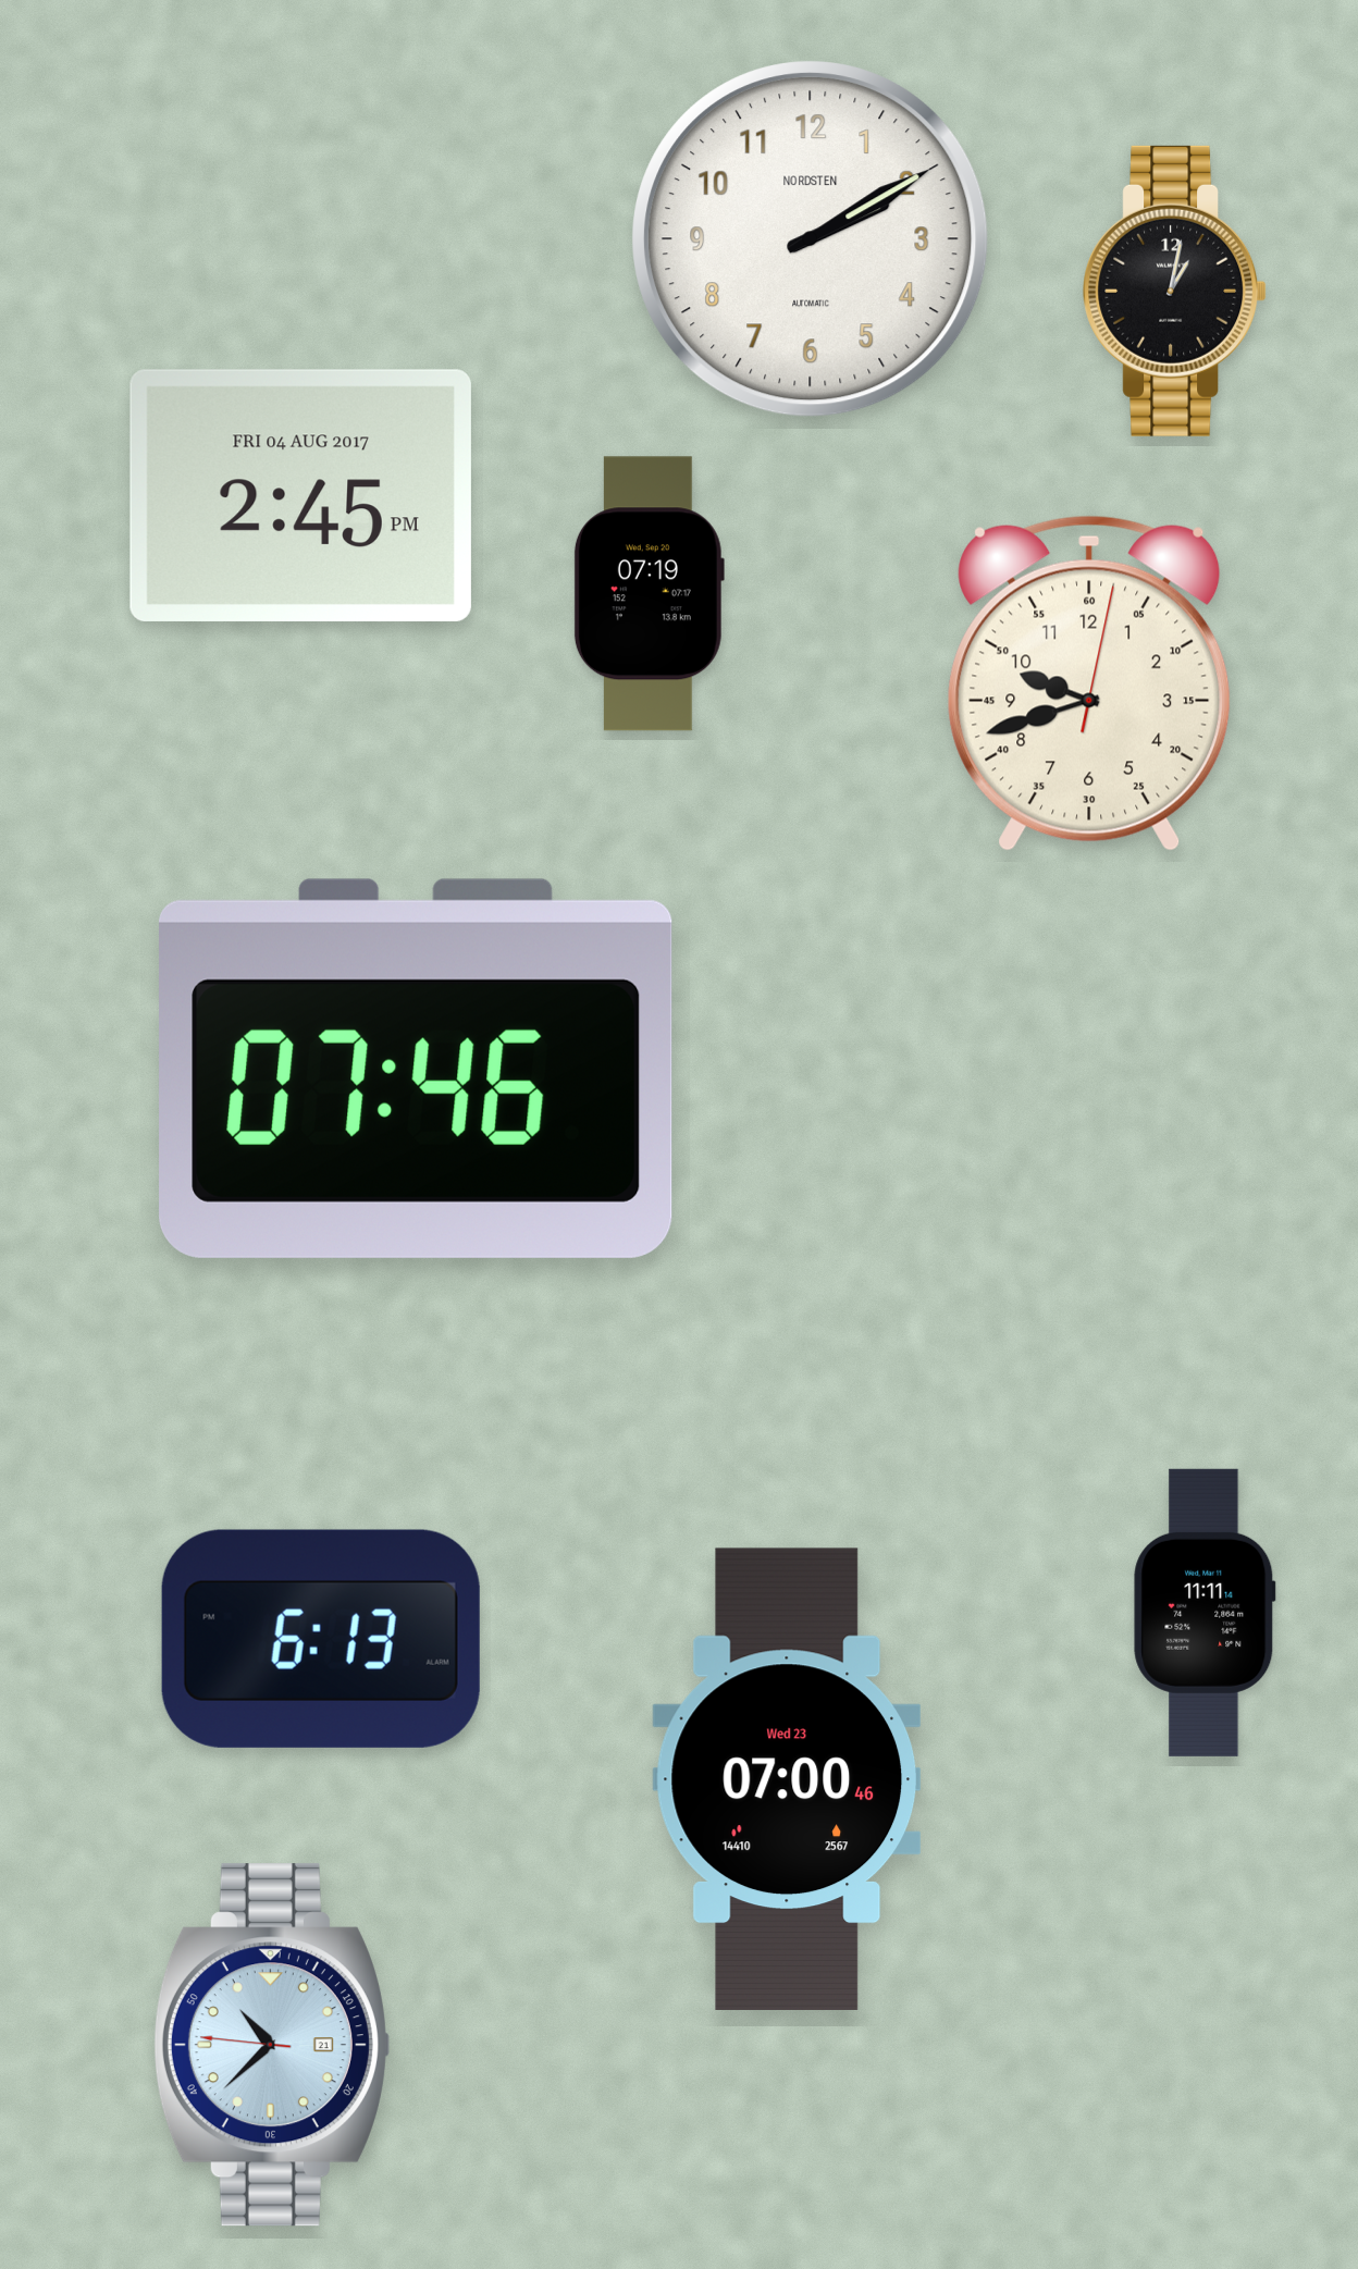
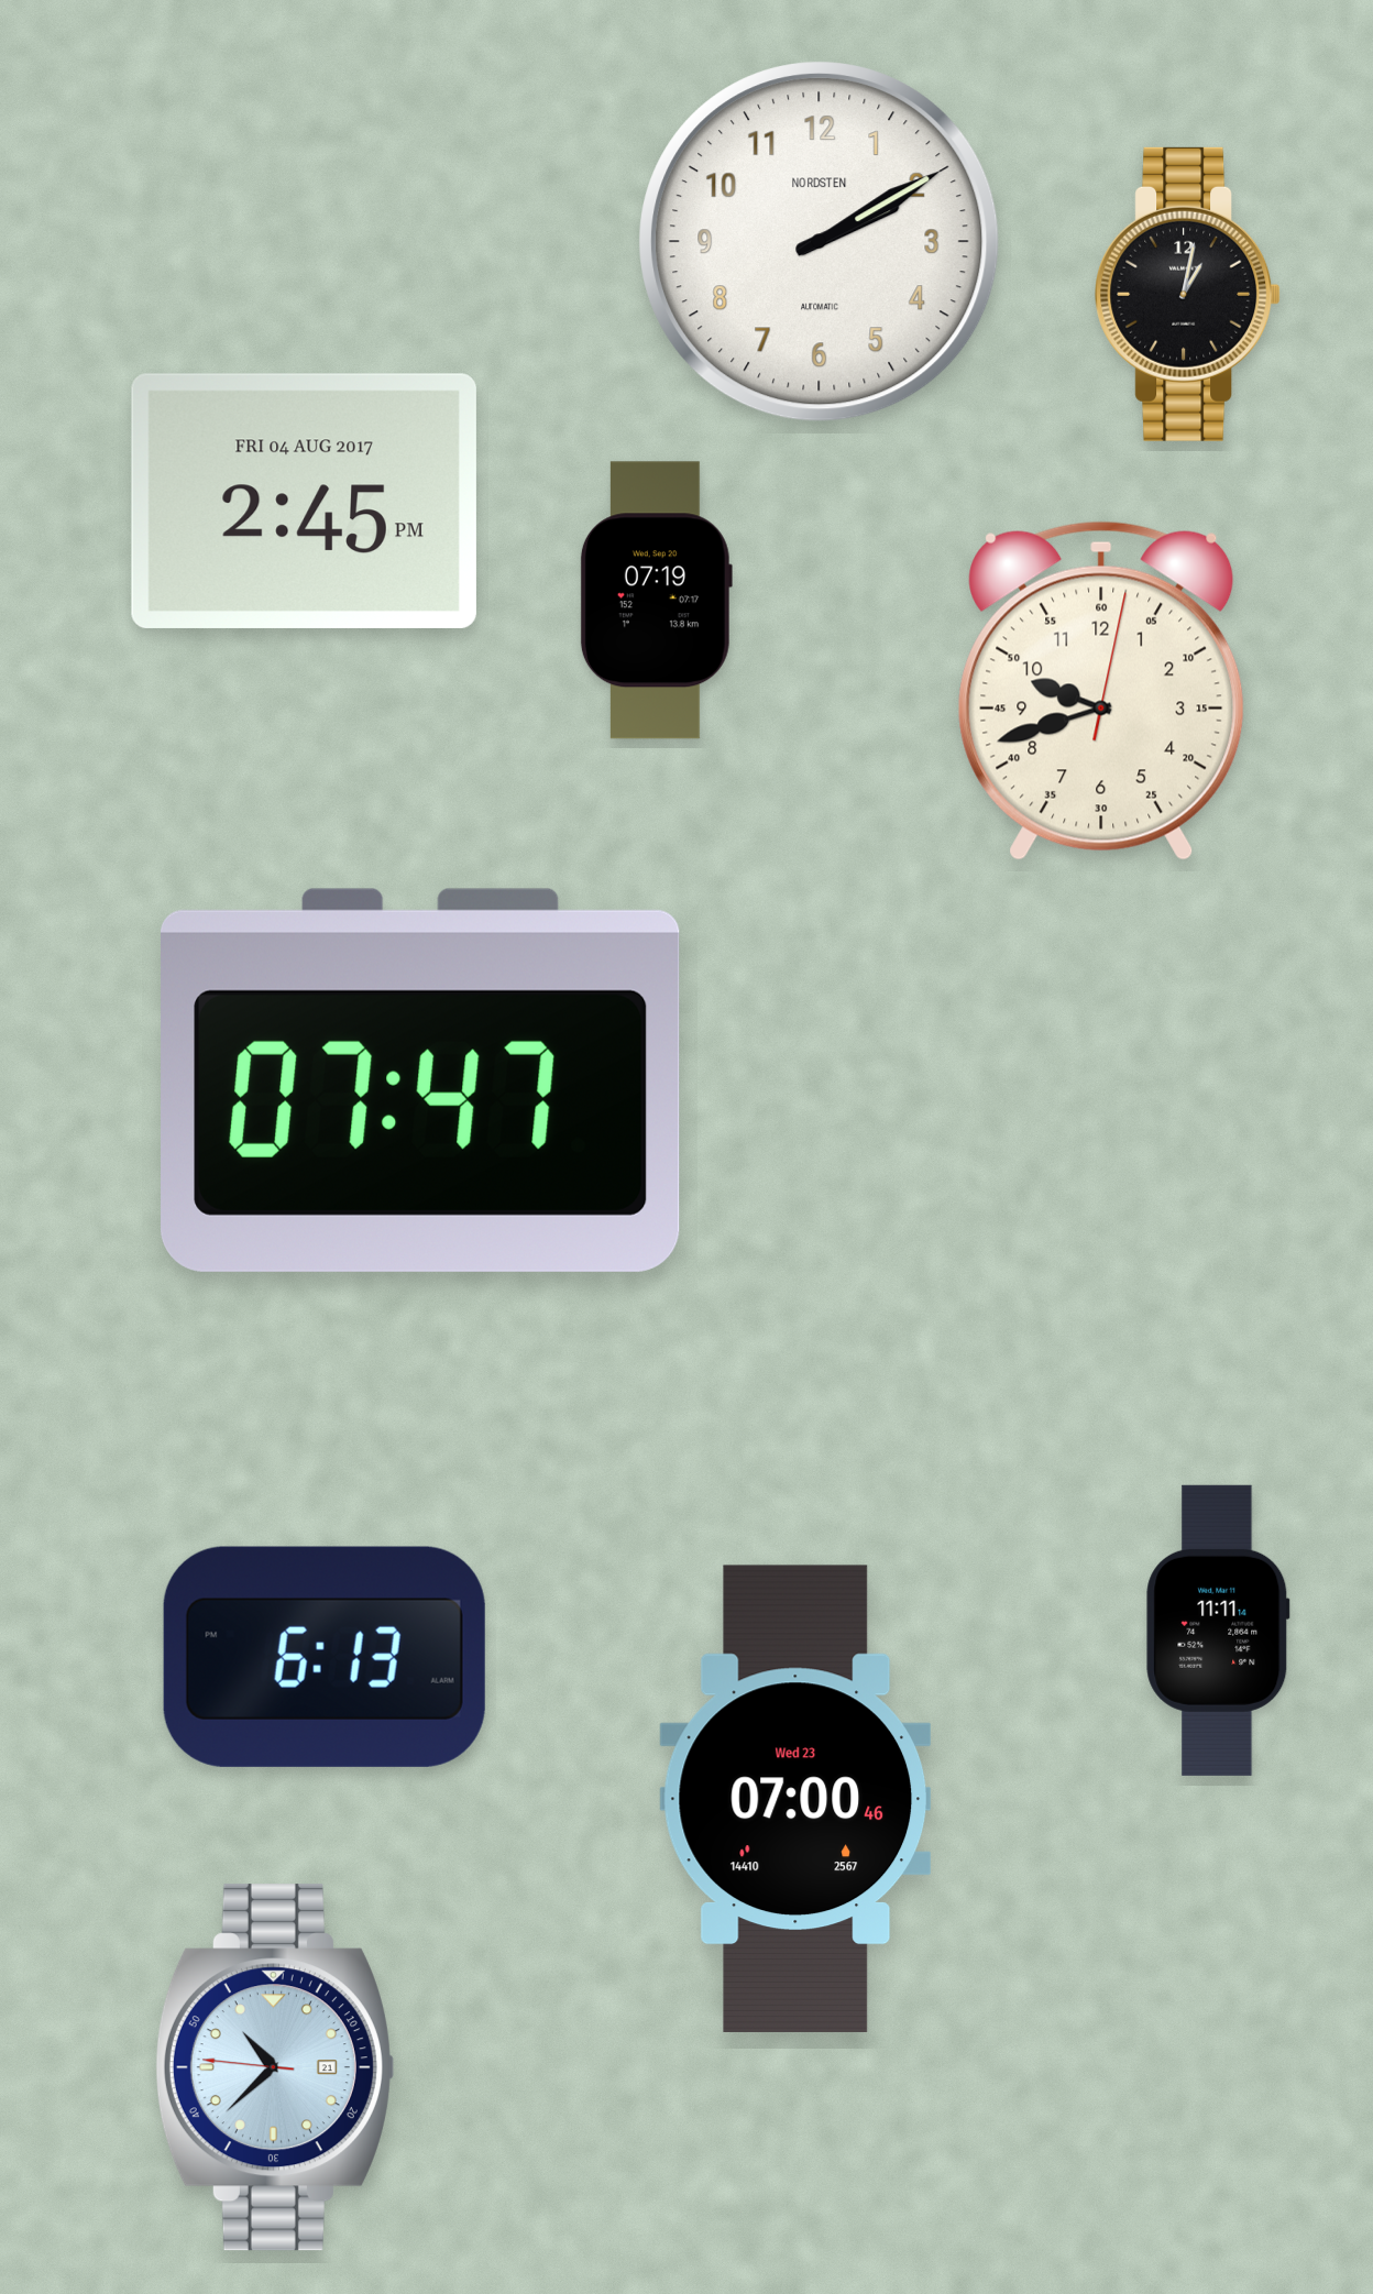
clock at (416, 1069): 07:46 -> 07:47
